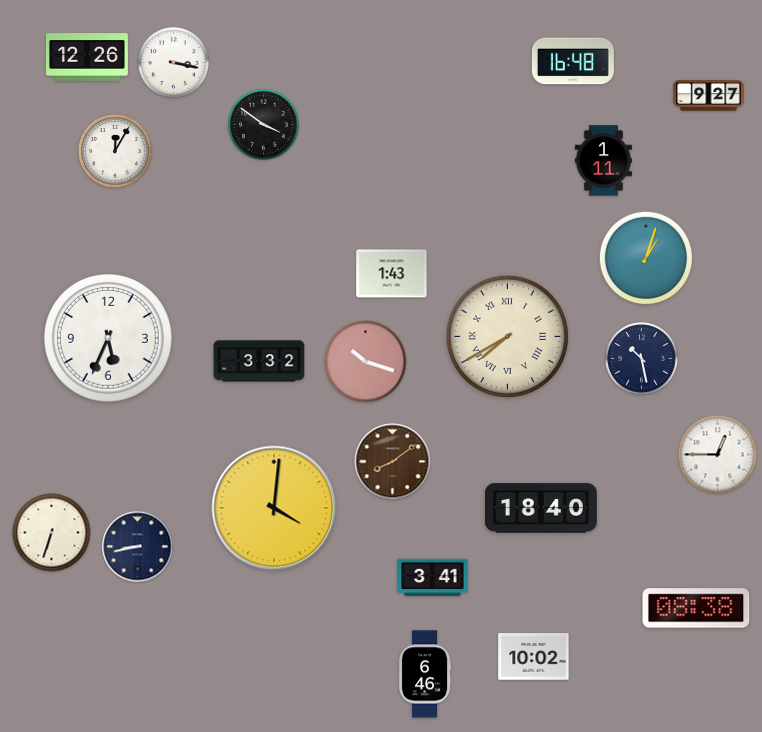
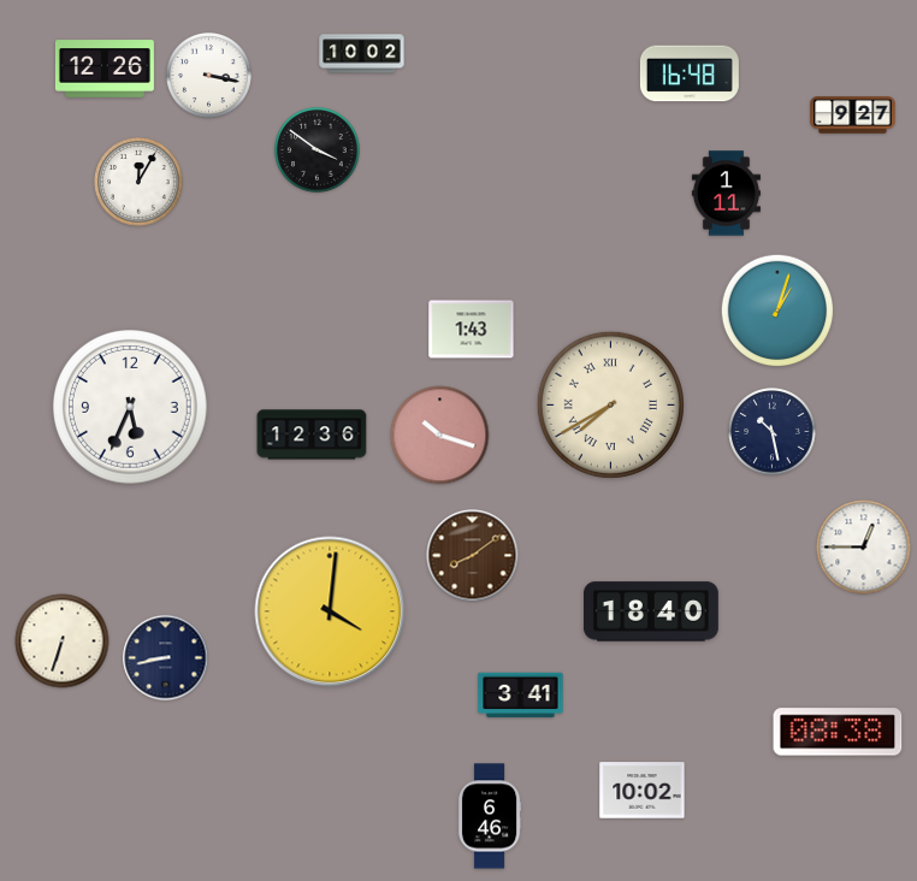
clock at (362, 54): none -> 10:02
clock at (259, 361): 3:32 -> 12:36
clock at (425, 674) position: (425, 674) -> (490, 816)
